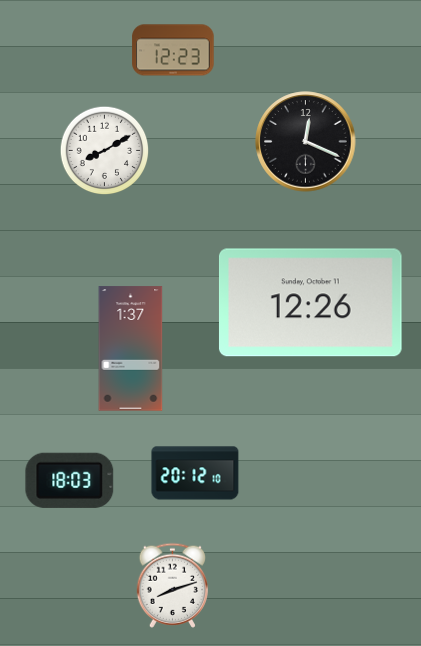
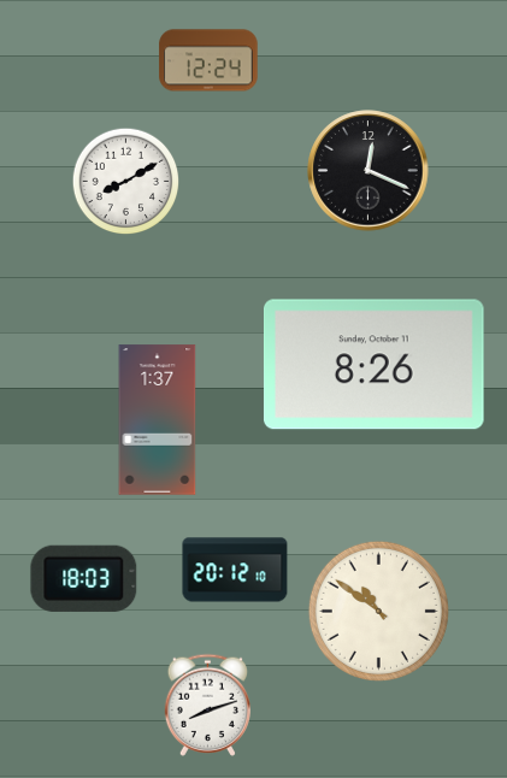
clock at (173, 50): 12:23 -> 12:24
clock at (311, 303): 12:26 -> 8:26
clock at (378, 611): none -> 10:51
